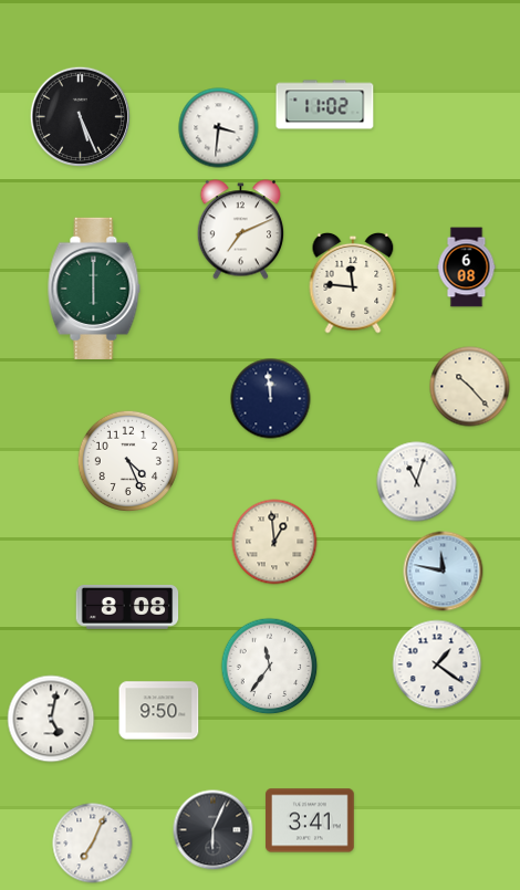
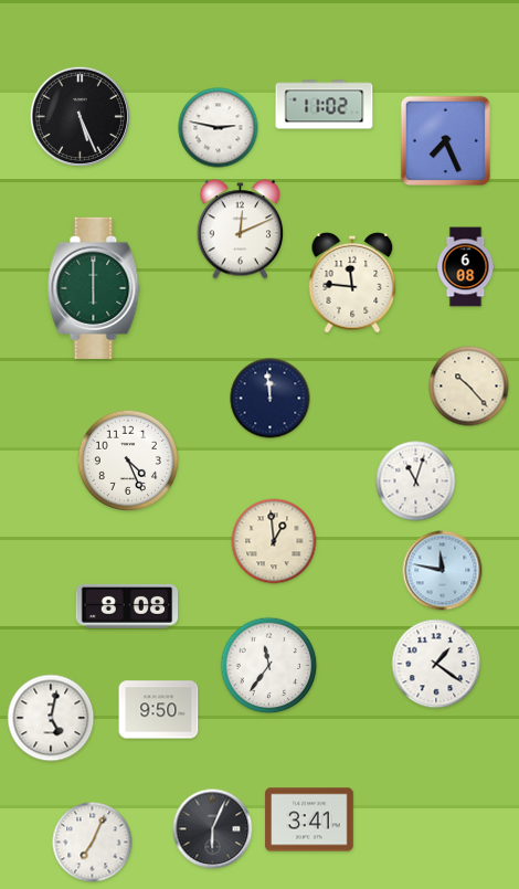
clock at (219, 128): 3:31 -> 2:47
clock at (445, 140): none -> 7:26
clock at (240, 230): 7:11 -> 12:11
